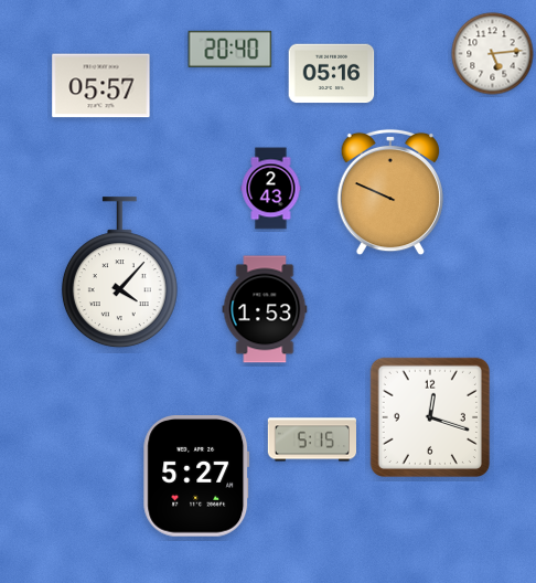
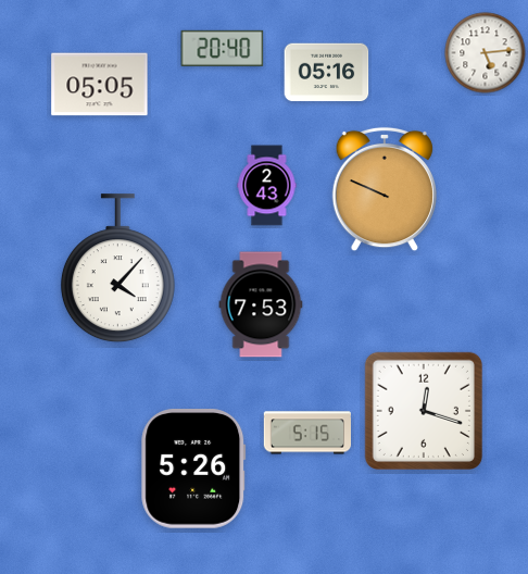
clock at (231, 49) position: (231, 49) -> (223, 48)
clock at (101, 86): 05:57 -> 05:05
clock at (265, 309): 1:53 -> 7:53
clock at (196, 476): 5:27 -> 5:26
